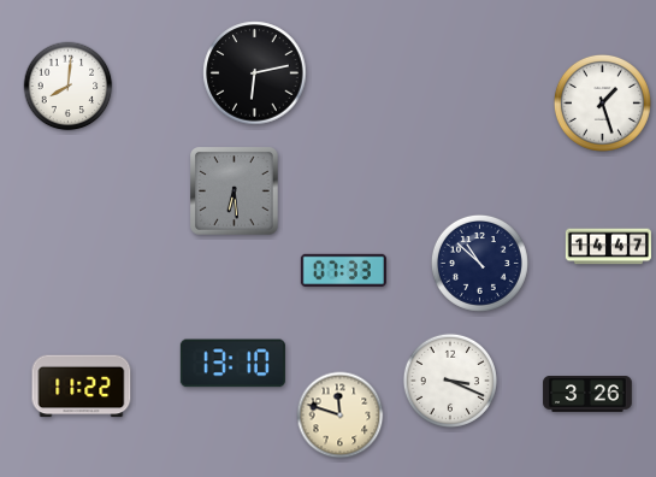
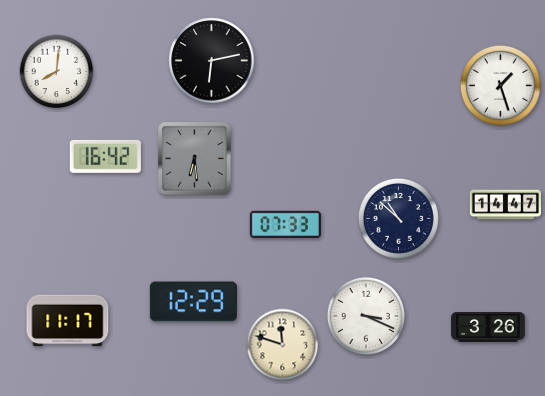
clock at (105, 156): none -> 16:42
clock at (232, 364): 13:10 -> 12:29
clock at (450, 381) position: (450, 381) -> (366, 316)
clock at (82, 387): 11:22 -> 11:17
